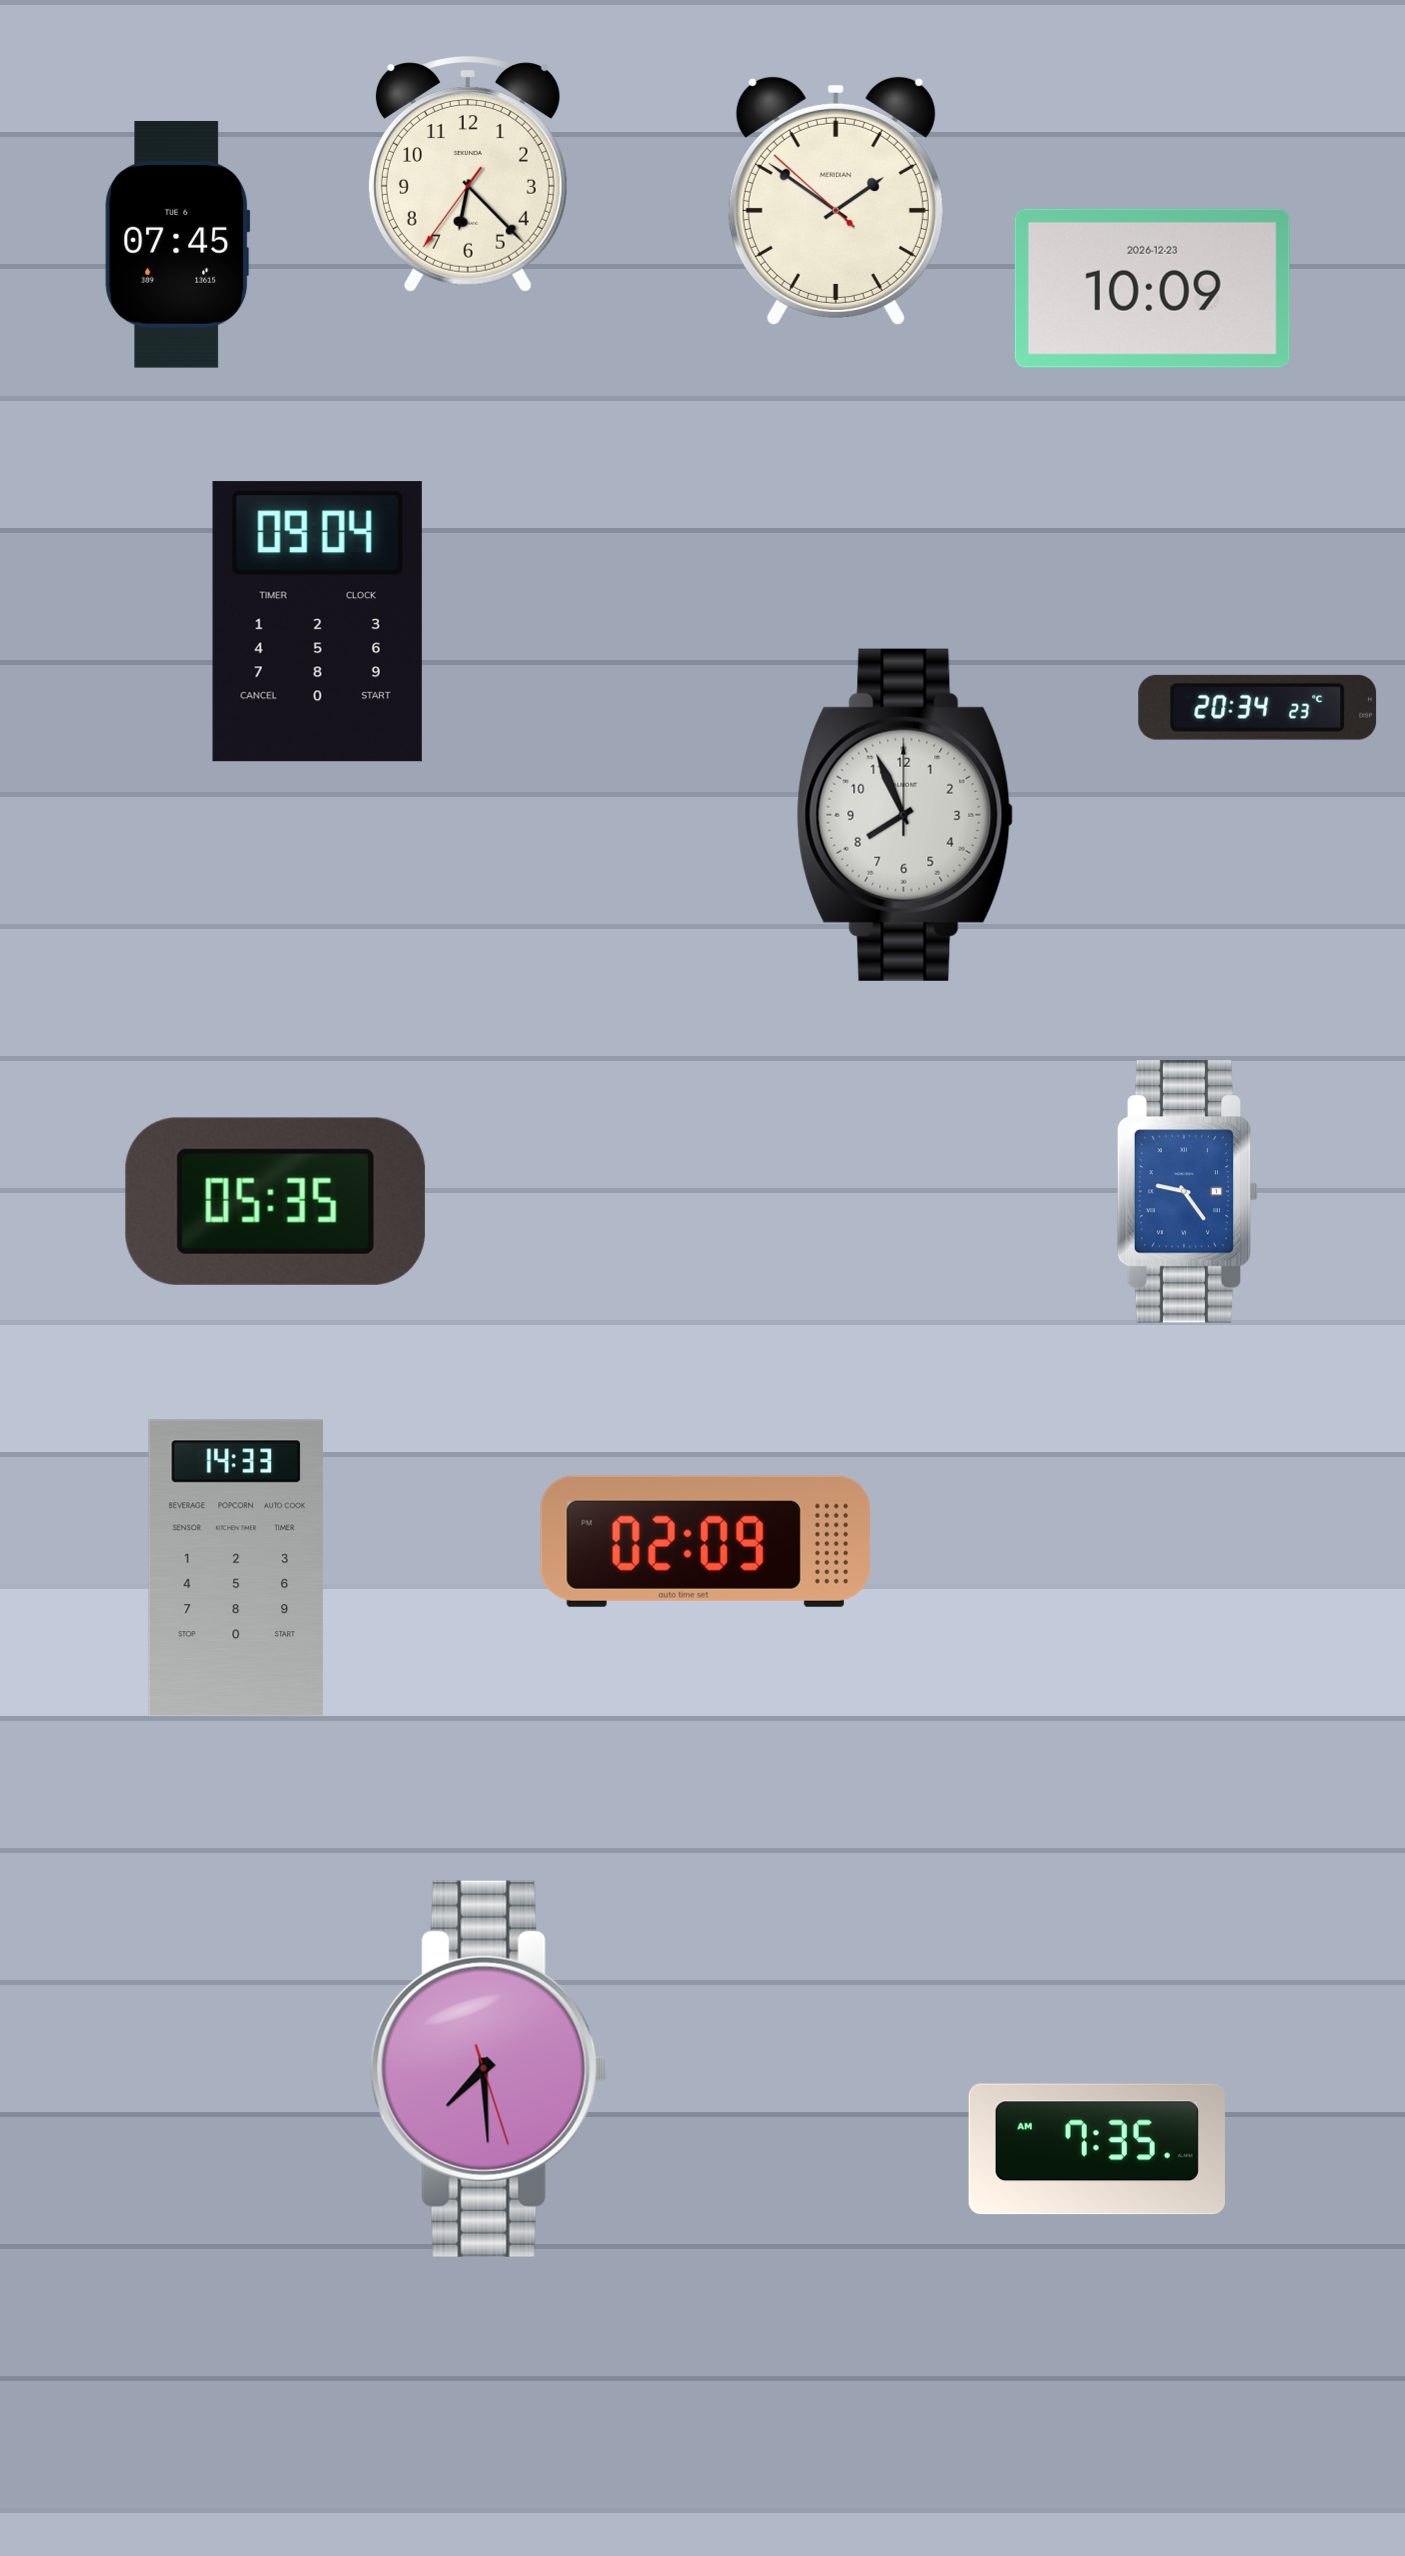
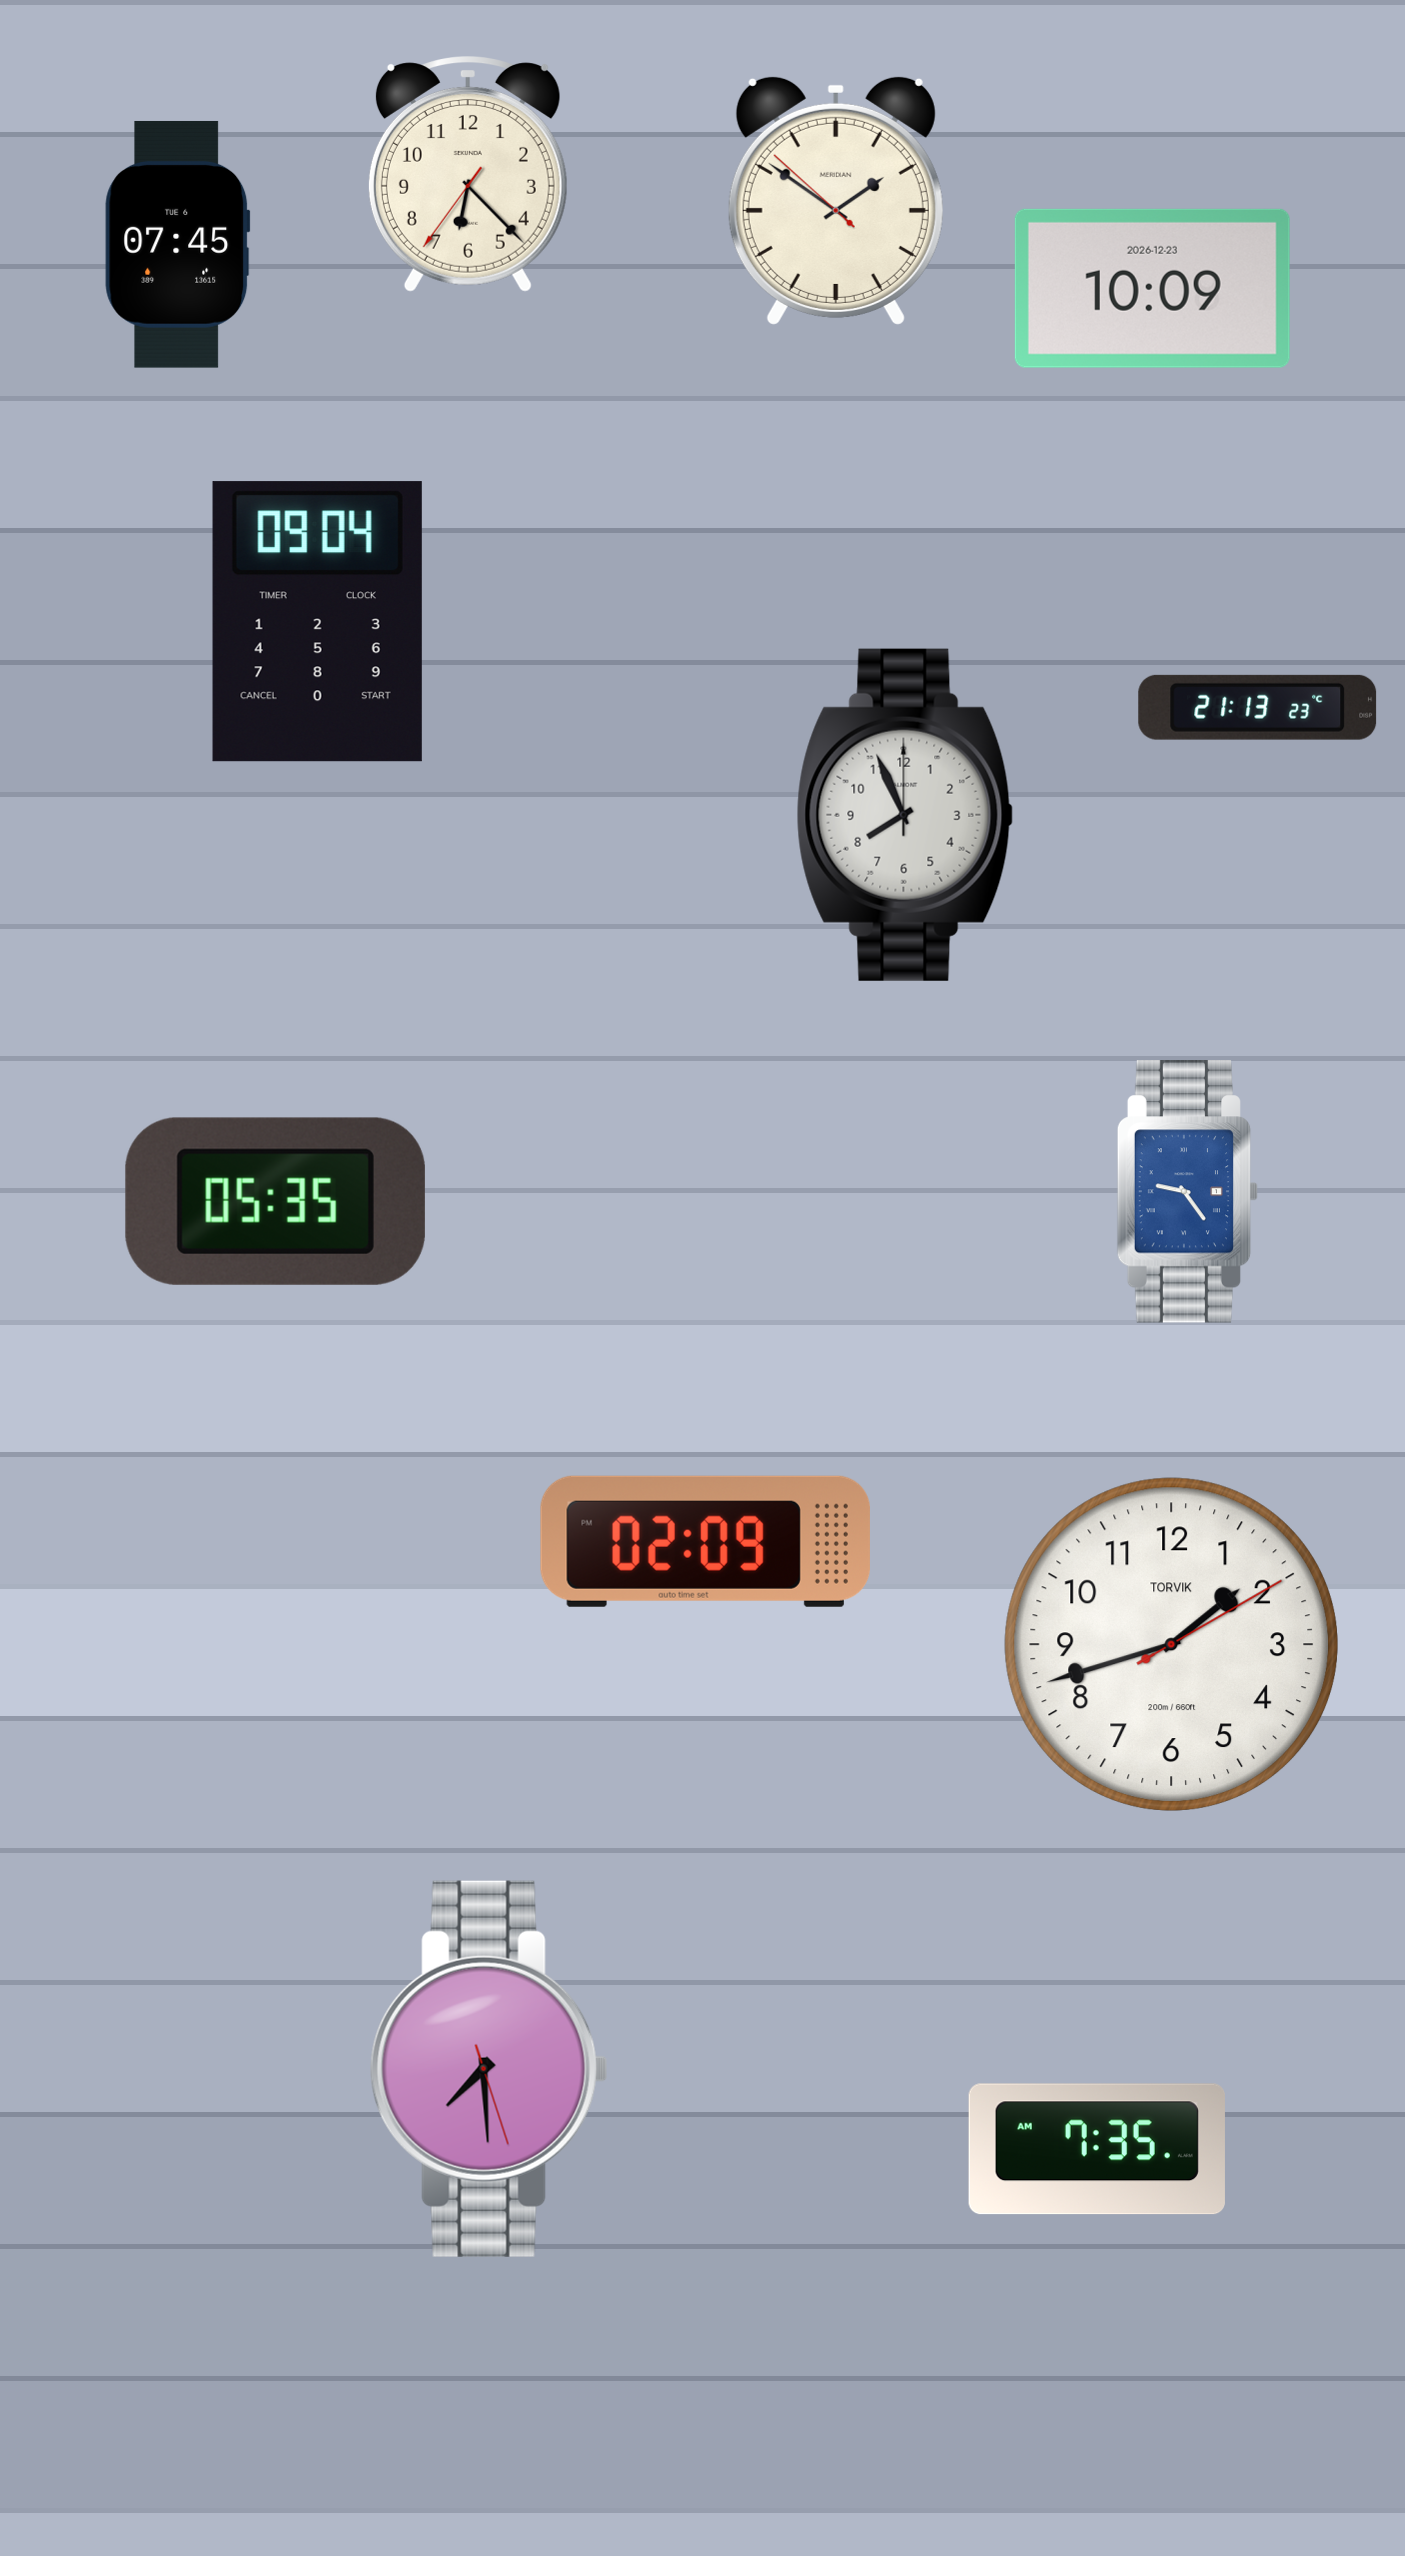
clock at (1258, 707): 20:34 -> 21:13
clock at (236, 1568): 14:33 -> none
clock at (1171, 1644): none -> 1:42
